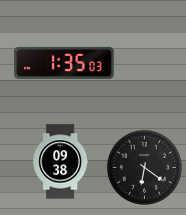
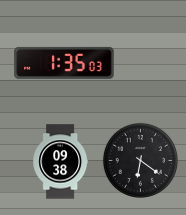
clock at (144, 167) position: (144, 167) -> (140, 160)
